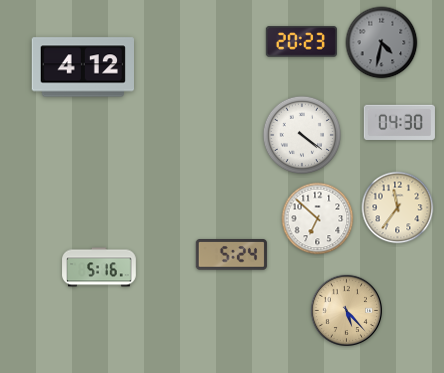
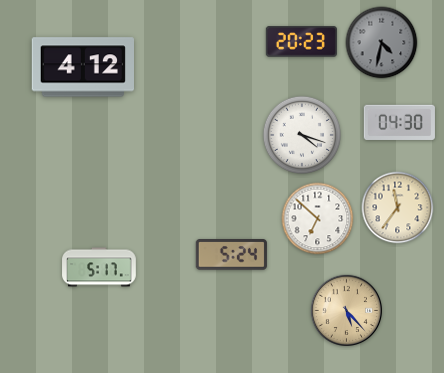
clock at (301, 134): 4:21 -> 4:18
clock at (99, 267): 5:16 -> 5:17
